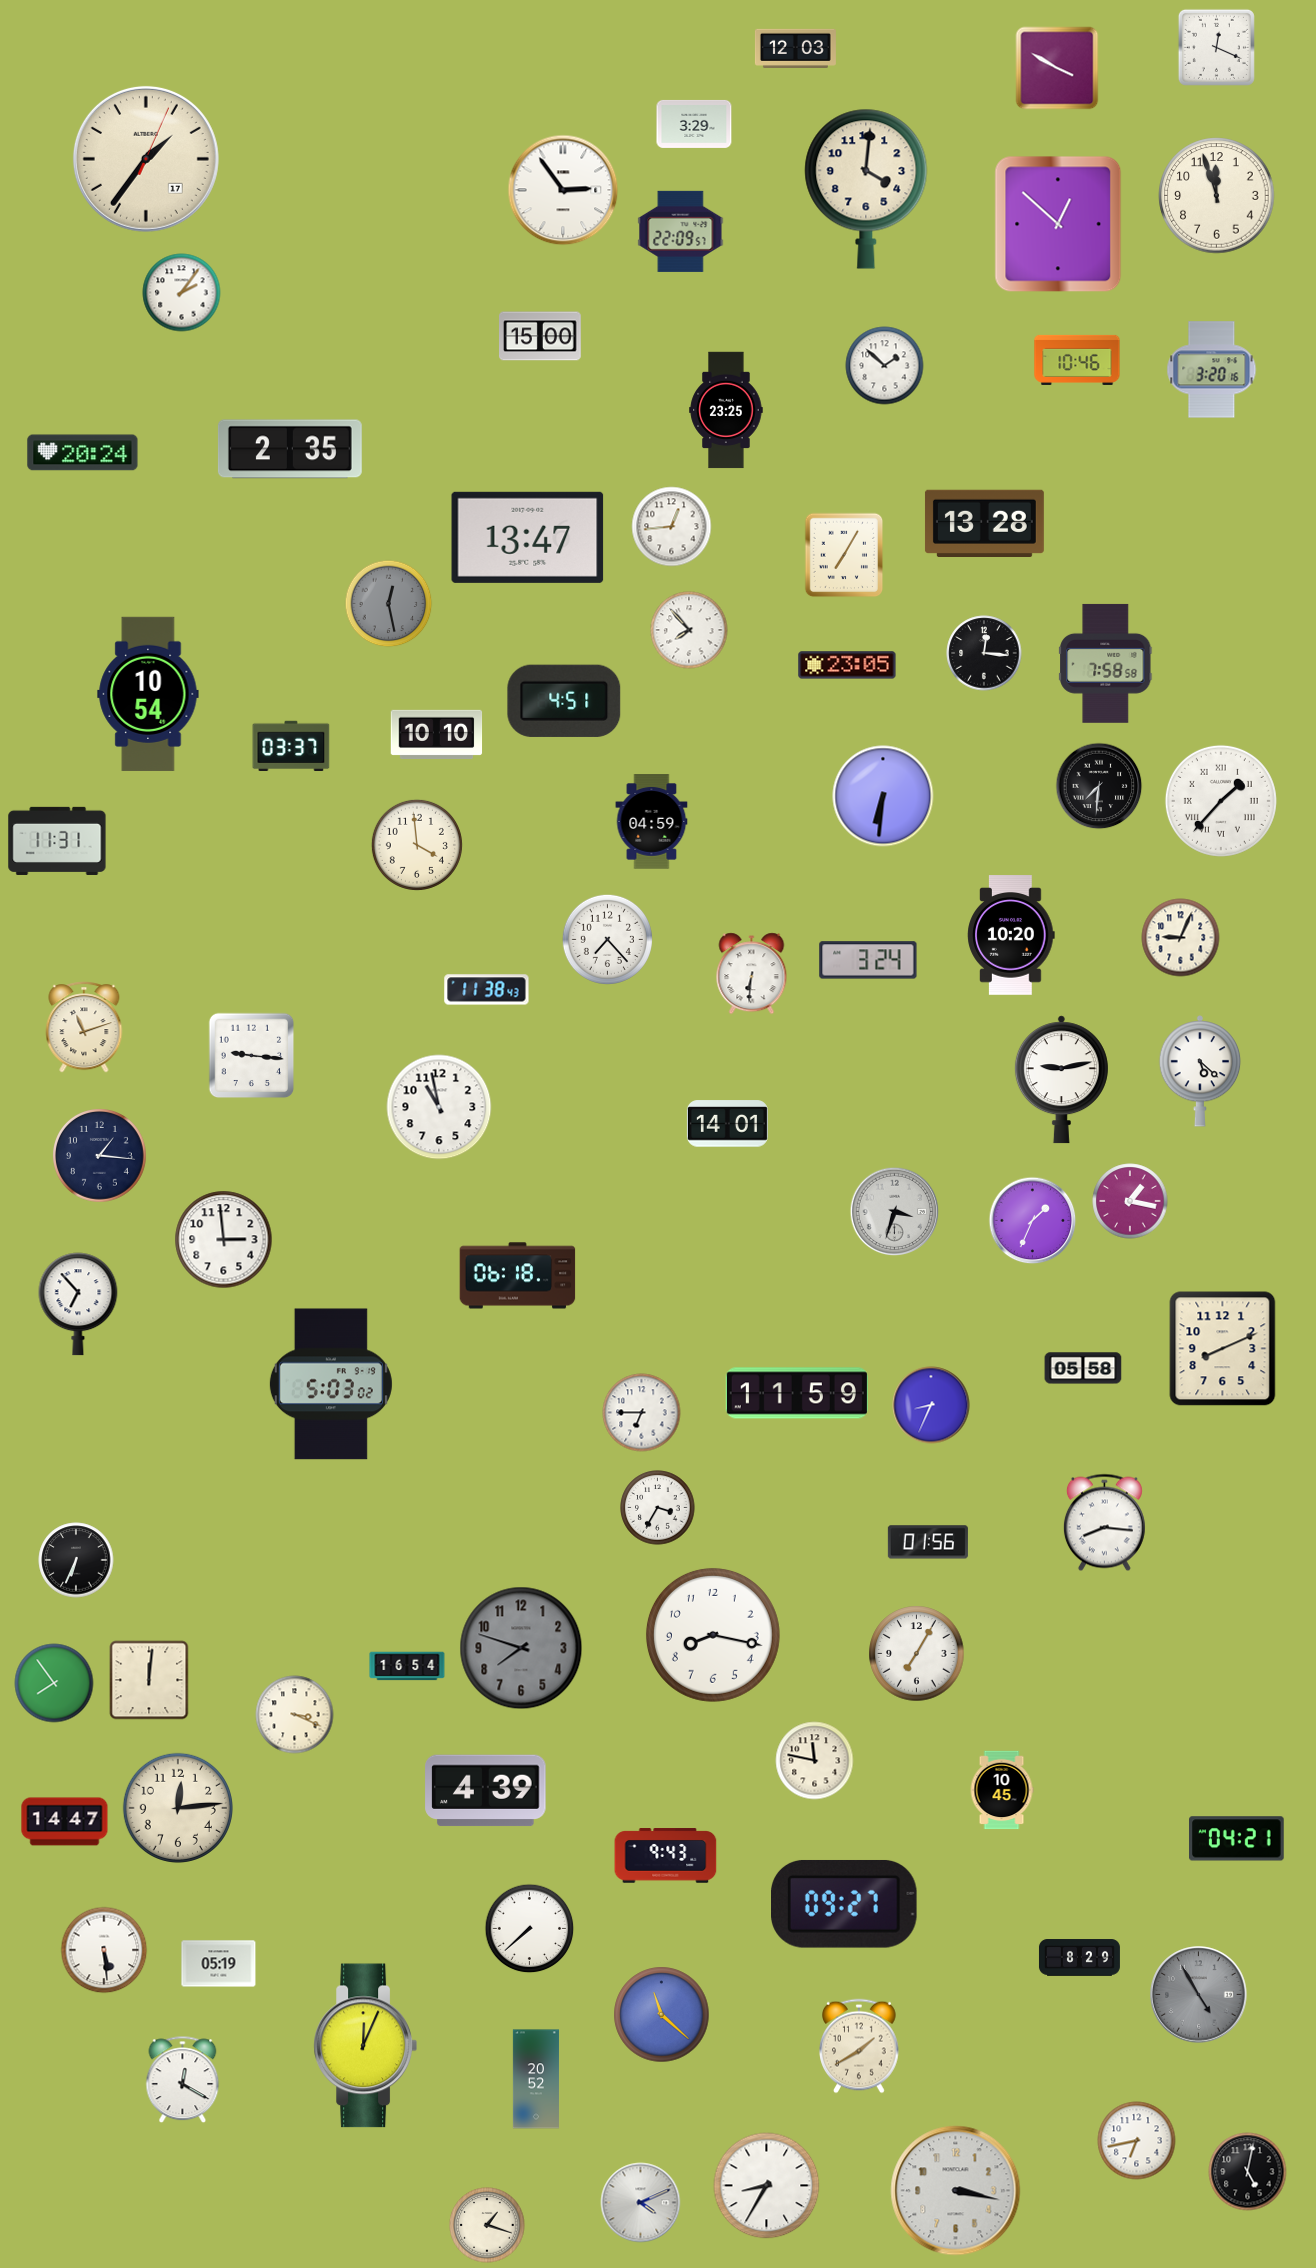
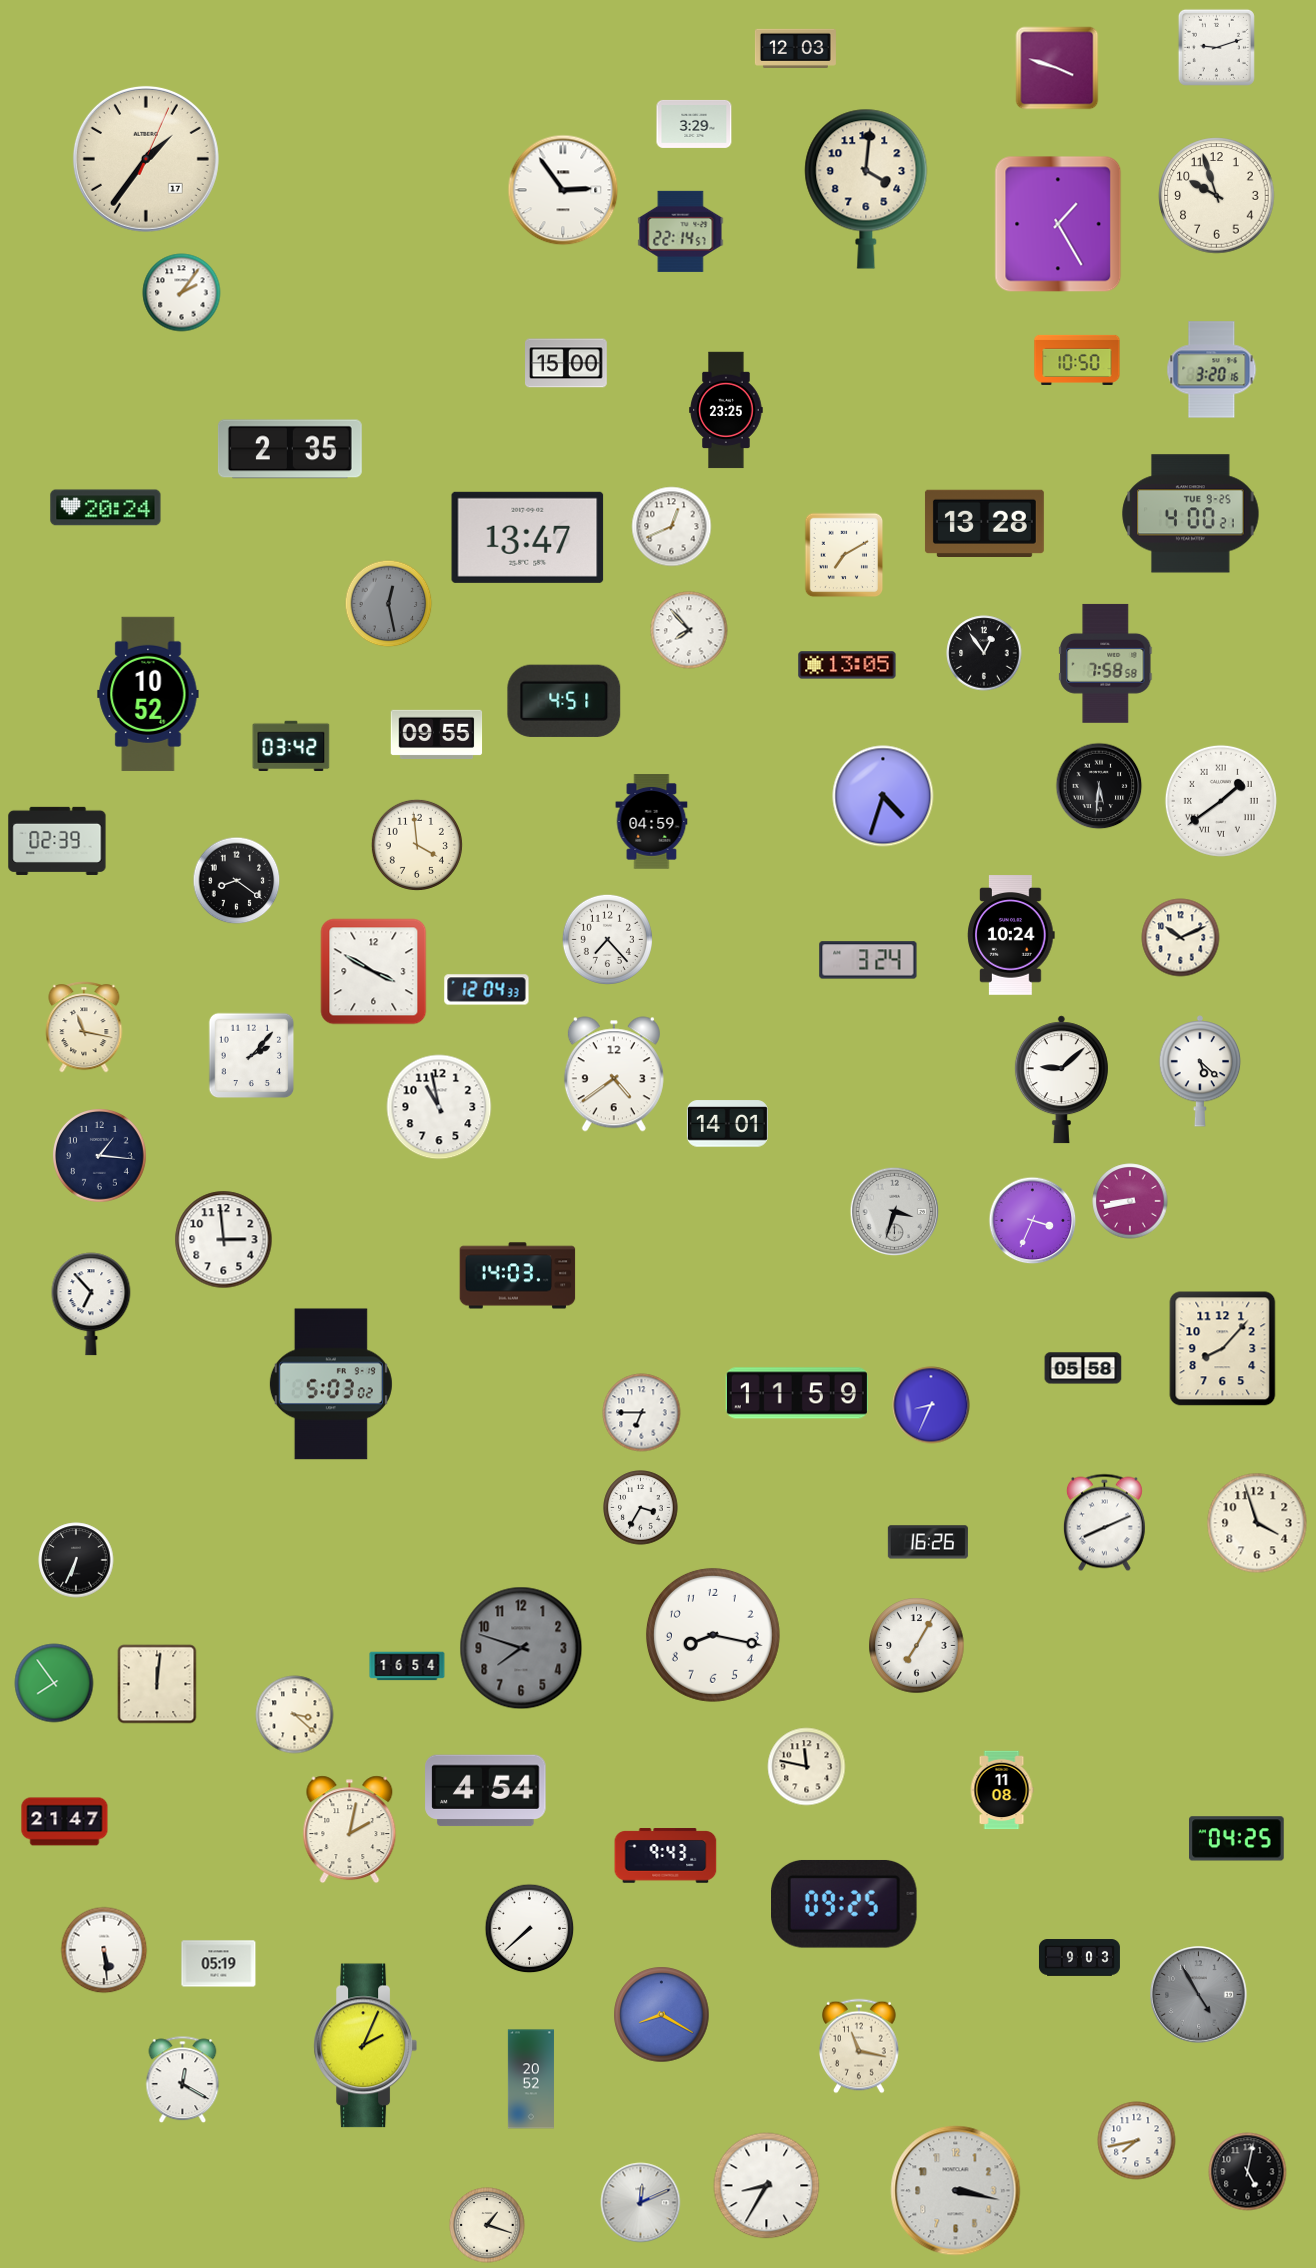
clock at (1216, 47): 12:19 -> 9:12
clock at (1057, 68): 3:50 -> 3:48
clock at (1217, 196): 11:57 -> 9:57
clock at (1058, 224): 12:52 -> 1:25
clock at (681, 231): 22:09 -> 22:14
clock at (541, 336) position: (541, 336) -> (567, 363)
clock at (1077, 360): 10:46 -> 10:50
clock at (885, 366): 1:52 -> none
clock at (83, 453) position: (83, 453) -> (106, 508)
clock at (1191, 514): none -> 4:00
clock at (672, 527): 12:44 -> 12:41
clock at (844, 555): 7:05 -> 7:10
clock at (984, 653): 12:16 -> 12:54
clock at (847, 665): 23:05 -> 13:05
clock at (148, 694): 10:54 -> 10:52
clock at (437, 734): 10:10 -> 09:55
clock at (291, 746): 03:37 -> 03:42
clock at (1099, 786): 7:31 -> 5:31
clock at (883, 796): 6:31 -> 4:33
clock at (1221, 801): 1:37 -> 1:39
clock at (57, 841): 11:31 -> 02:39
clock at (237, 881): none -> 8:21
clock at (1011, 935): 10:20 -> 10:24
clock at (1181, 938): 9:04 -> 10:11
clock at (374, 972): none -> 3:50
clock at (752, 974): 6:31 -> none
clock at (487, 990): 11:38 -> 12:04
clock at (84, 1027): 11:12 -> 11:17
clock at (252, 1056): 9:16 -> 2:07
clock at (614, 1074): none -> 4:39
clock at (1061, 1080): 9:13 -> 9:08
clock at (1130, 1201): 1:17 -> 8:43
clock at (1033, 1221): 1:34 -> 3:34
clock at (518, 1276): 06:18 -> 14:03
clock at (78, 1304) position: (78, 1304) -> (91, 1304)
clock at (1223, 1349): 8:11 -> 8:07
clock at (658, 1508) position: (658, 1508) -> (641, 1508)
clock at (1104, 1523): 8:16 -> 8:11
clock at (1257, 1523): none -> 3:57
clock at (928, 1542): 01:56 -> 16:26
clock at (917, 1654) position: (917, 1654) -> (917, 1646)
clock at (149, 1680) position: (149, 1680) -> (157, 1684)
clock at (295, 1715): 3:19 -> 3:22
clock at (815, 1761) position: (815, 1761) -> (807, 1767)
clock at (1002, 1790): 10:45 -> 11:08
clock at (486, 1791): 4:39 -> 4:54
clock at (178, 1808): 12:14 -> none
clock at (65, 1822): 14:47 -> 21:47
clock at (350, 1830): none -> 2:02
clock at (1237, 1839): 04:21 -> 04:25
clock at (845, 1904): 09:27 -> 09:25
clock at (1079, 1958): 8:29 -> 9:03
clock at (662, 2015): 11:22 -> 8:20
clock at (365, 2046): 12:04 -> 2:04
clock at (859, 2046): 1:40 -> 11:17
clock at (536, 2079) position: (536, 2079) -> (531, 2079)
clock at (1137, 2141): 6:43 -> 7:43
clock at (641, 2203): 4:11 -> 12:11
